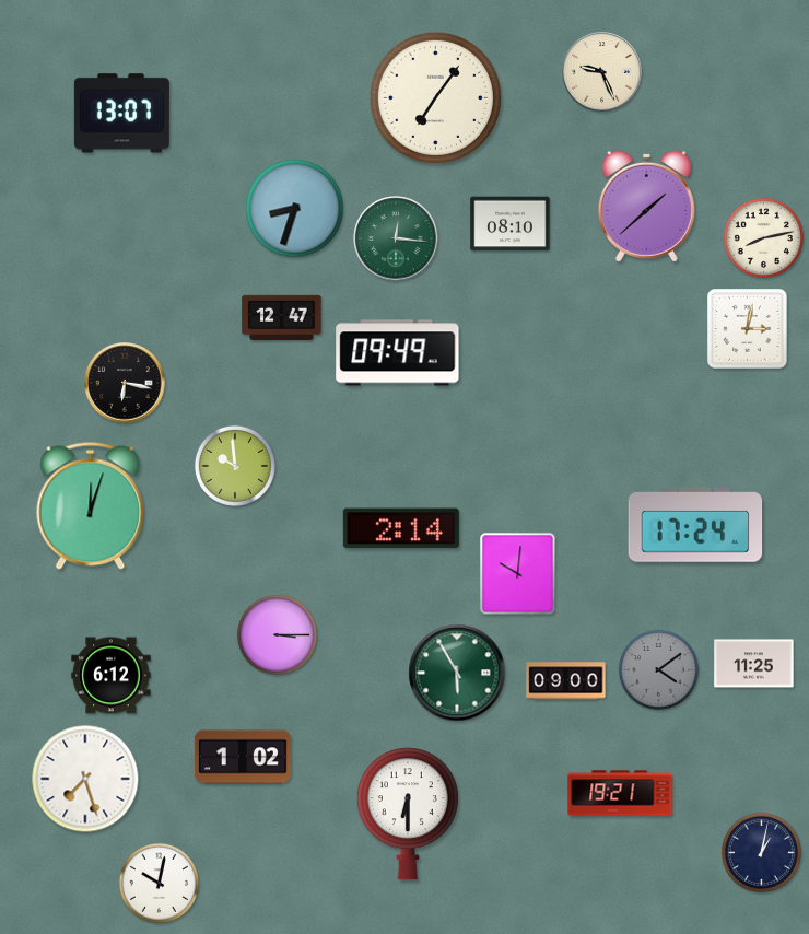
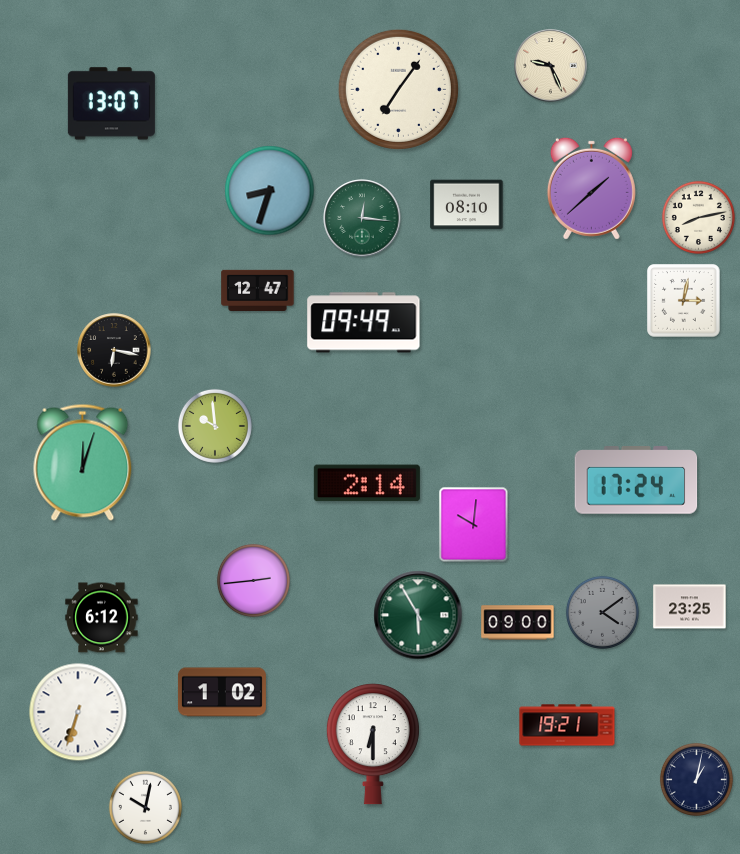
clock at (277, 634): 3:15 -> 2:44
clock at (754, 664): 11:25 -> 23:25
clock at (85, 779): 7:27 -> 6:33
